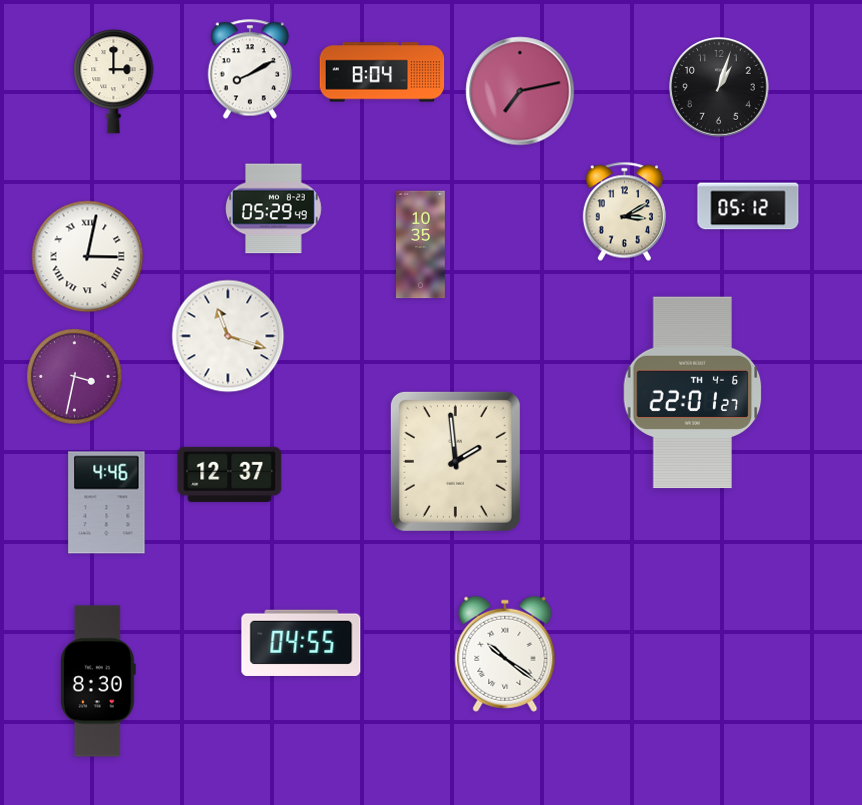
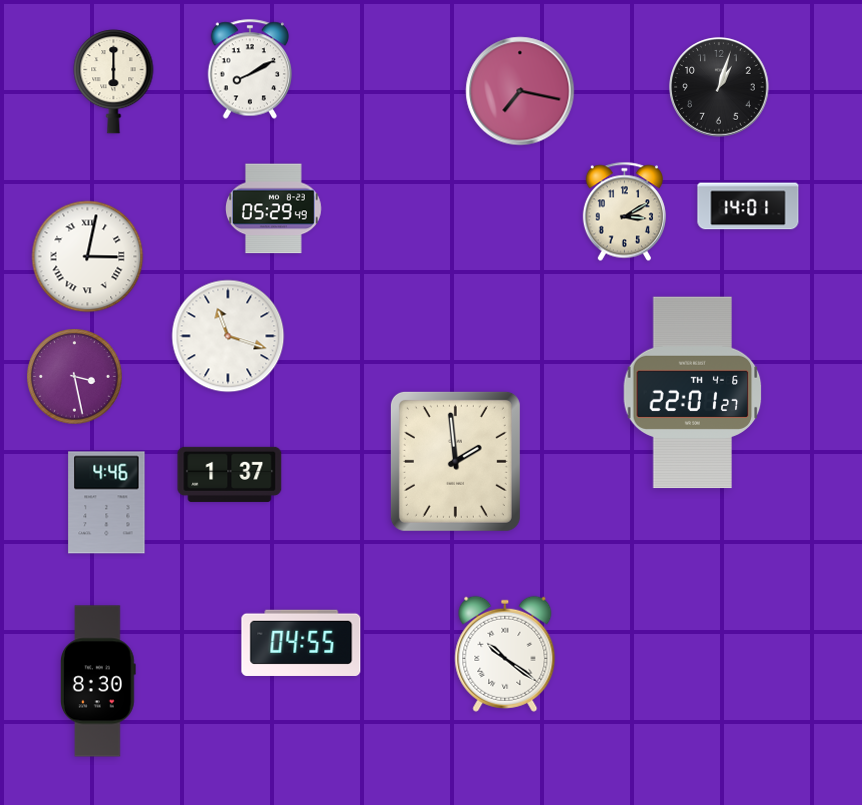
clock at (382, 72): 8:04 -> none
clock at (114, 82): 3:00 -> 6:00
clock at (520, 91): 7:13 -> 7:17
clock at (748, 206): 05:12 -> 14:01
clock at (421, 245): 10:35 -> none
clock at (75, 377): 3:32 -> 3:28
clock at (230, 474): 12:37 -> 1:37
